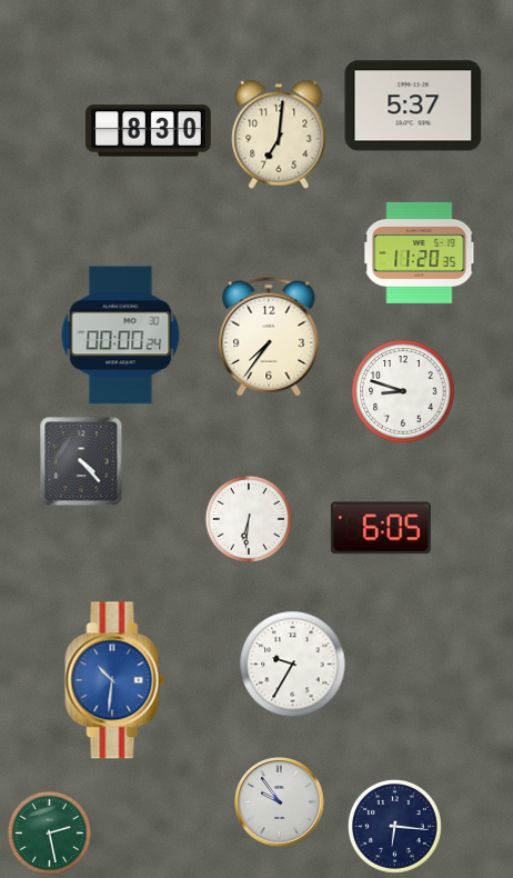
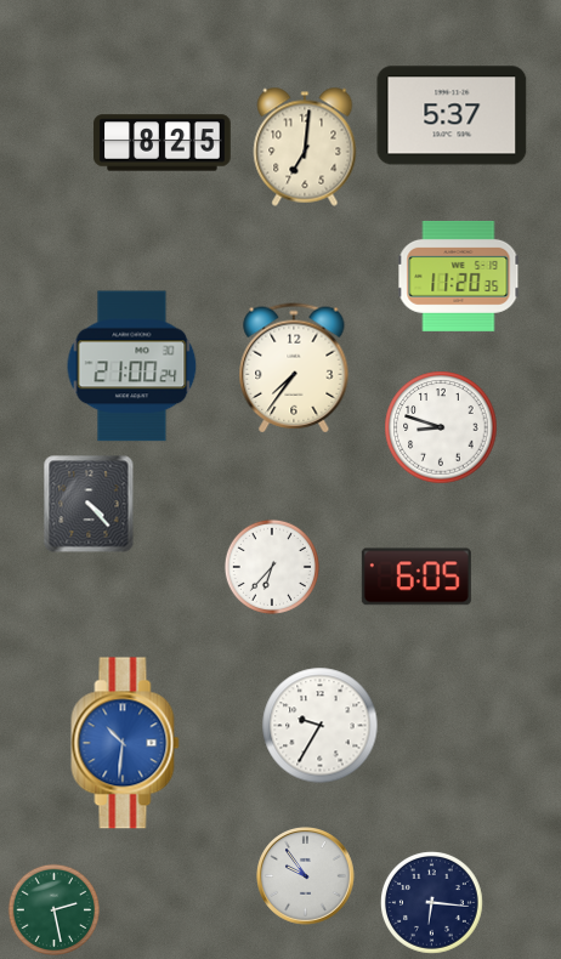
clock at (149, 131): 8:30 -> 8:25
clock at (121, 336): 00:00 -> 21:00
clock at (249, 519): 6:31 -> 6:37
